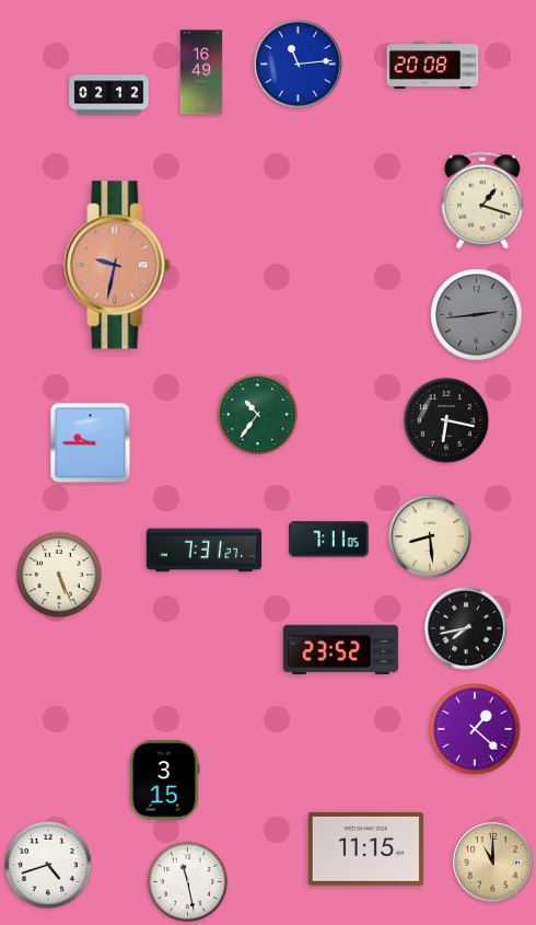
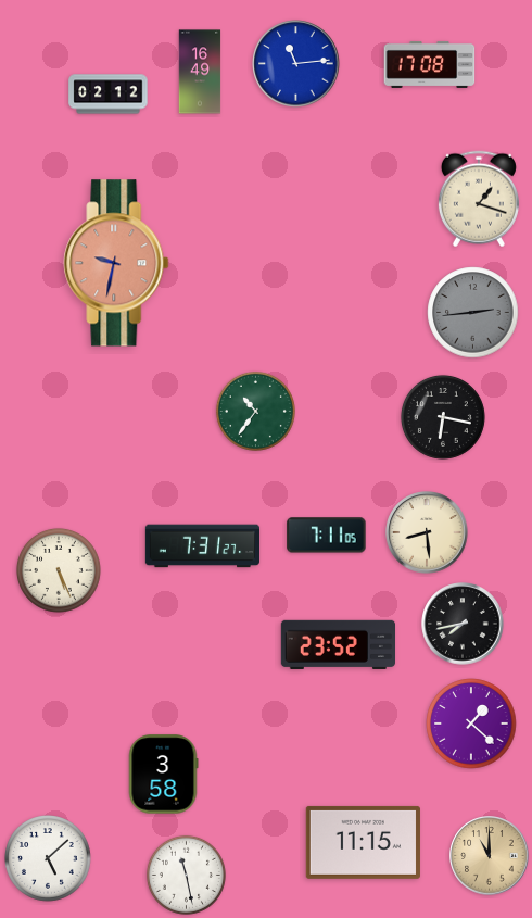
clock at (433, 65): 20:08 -> 17:08
clock at (91, 443): 9:45 -> none
clock at (164, 781): 3:15 -> 3:58
clock at (49, 866): 4:42 -> 5:08
